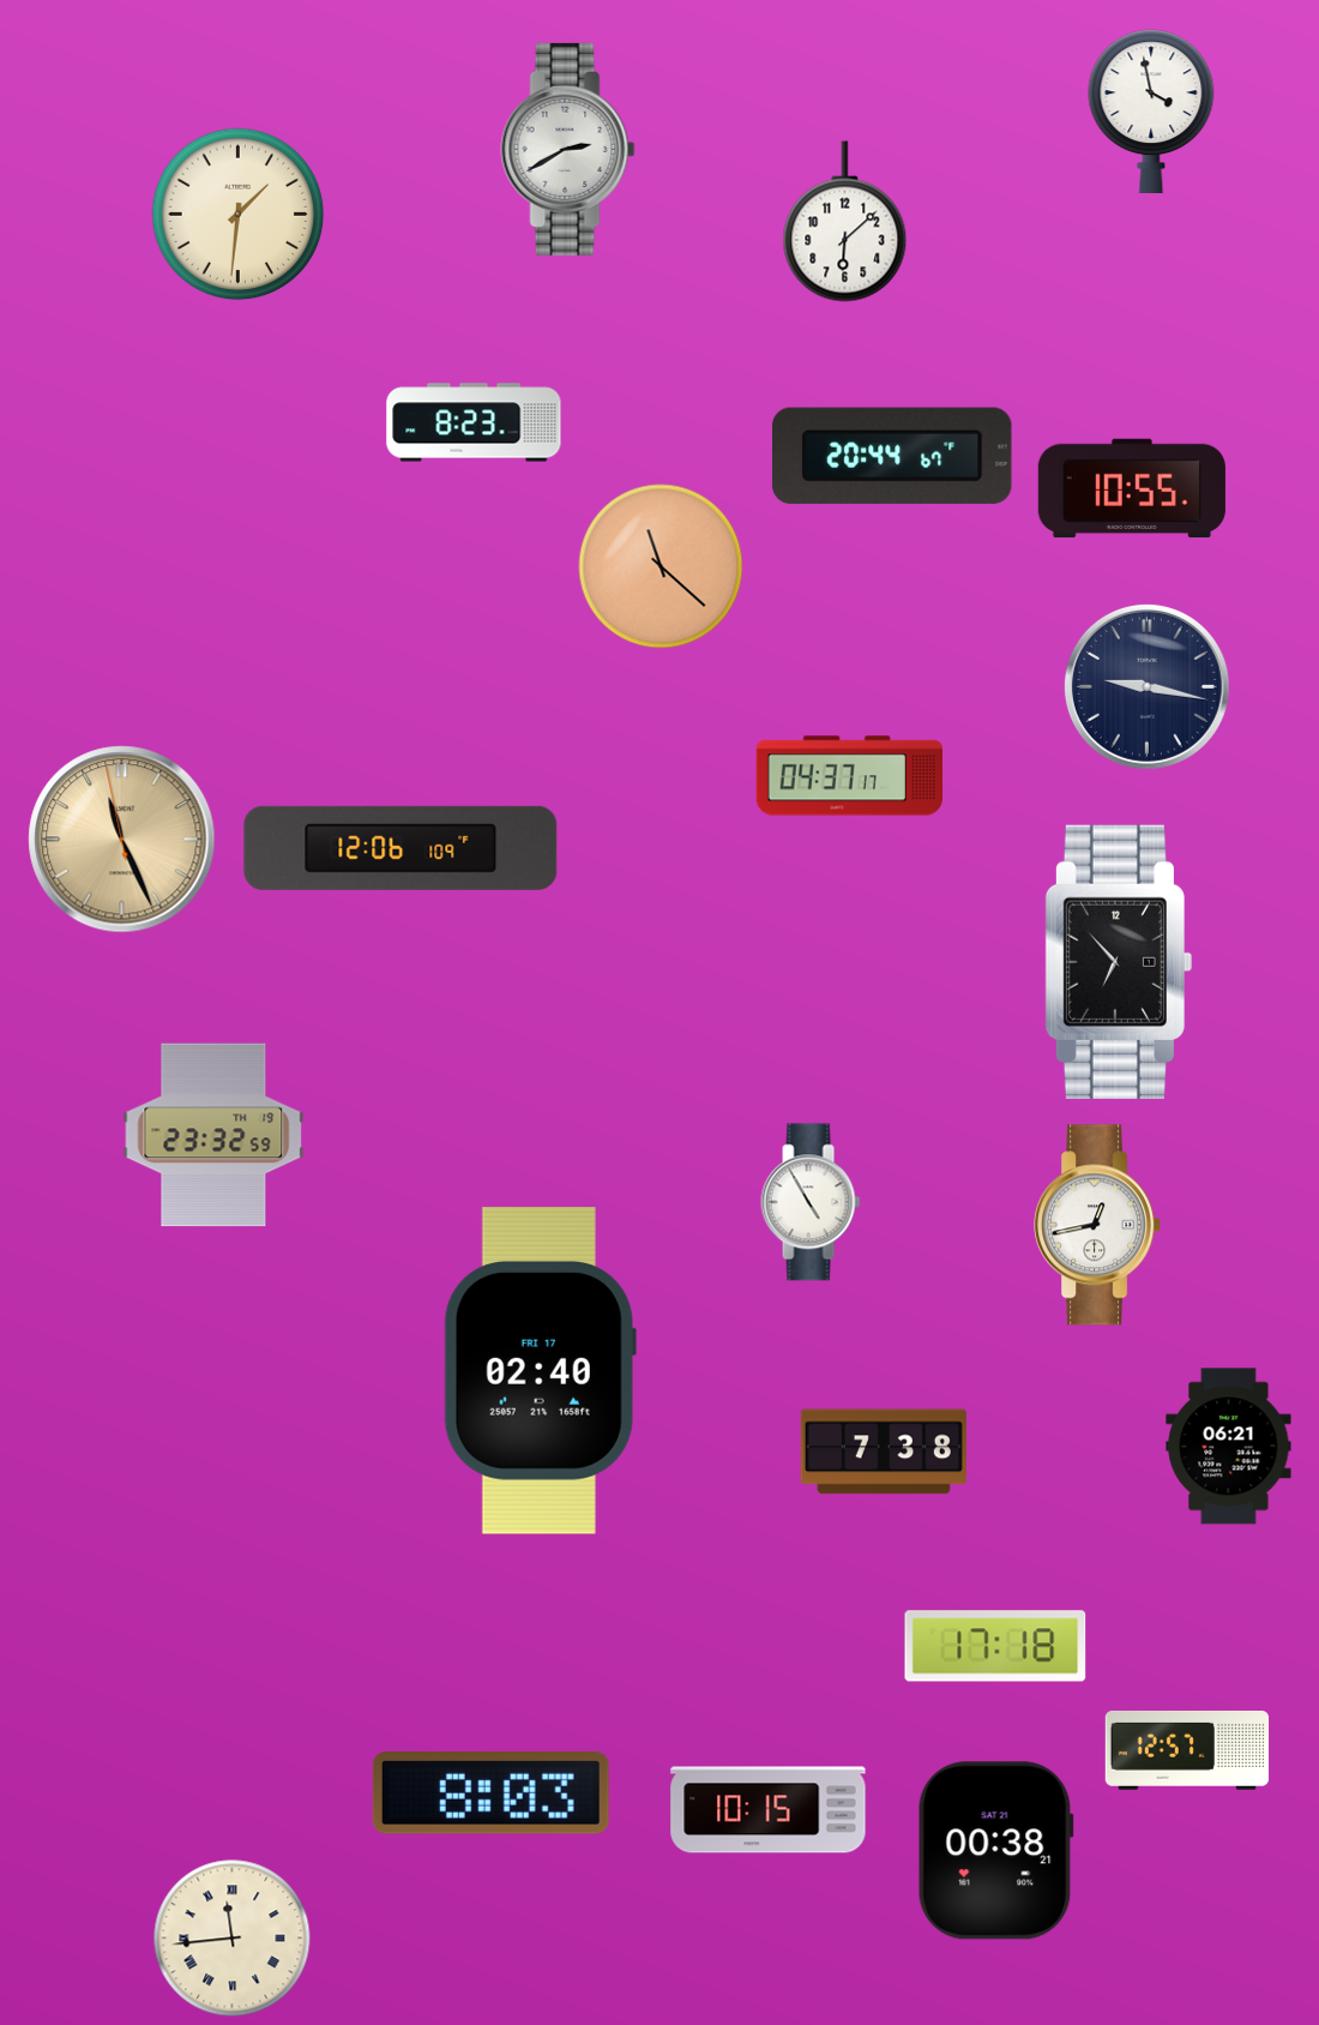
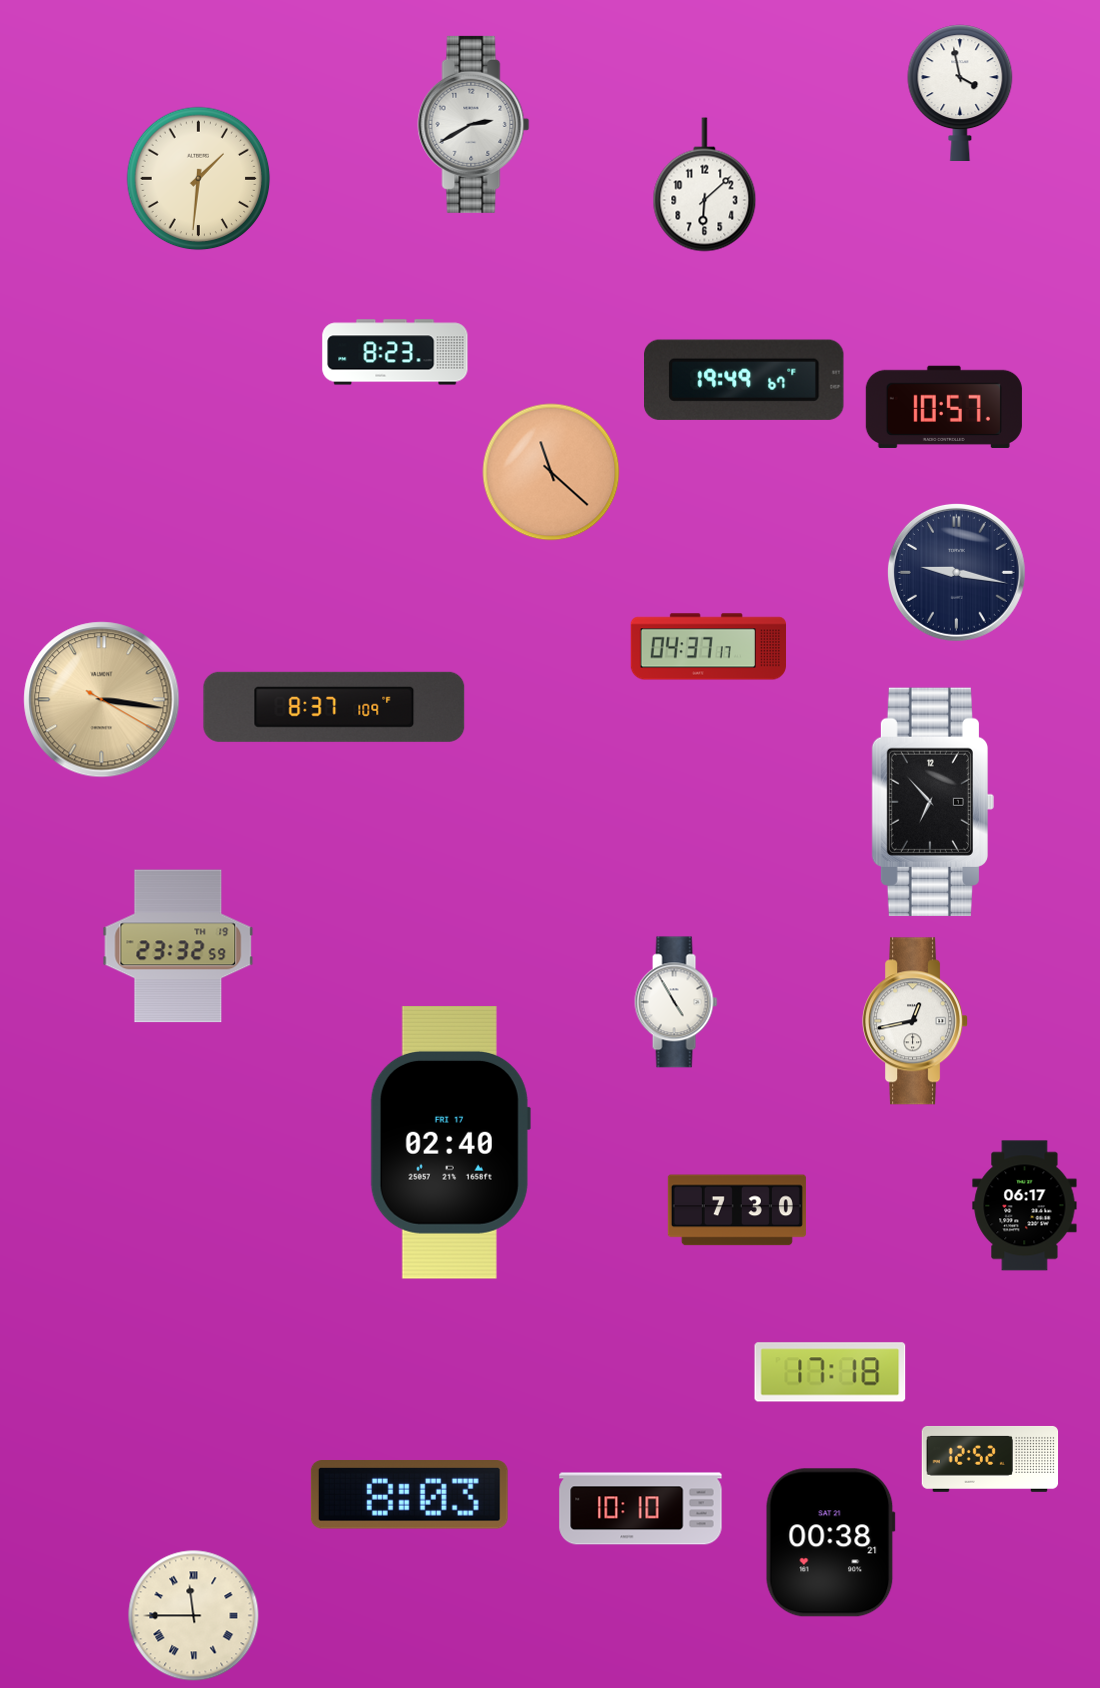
clock at (893, 456): 20:44 -> 19:49
clock at (1132, 488): 10:55 -> 10:57
clock at (122, 840): 11:25 -> 3:16
clock at (400, 848): 12:06 -> 8:37
clock at (1229, 1447): 06:21 -> 06:17
clock at (884, 1452): 7:38 -> 7:30
clock at (1187, 1750): 12:57 -> 12:52
clock at (769, 1810): 10:15 -> 10:10
clock at (233, 1939): 11:44 -> 11:45
